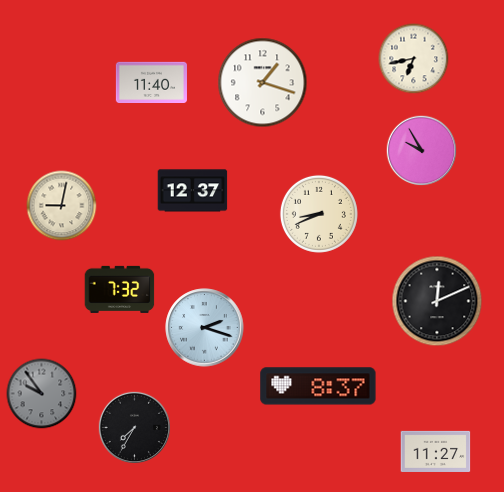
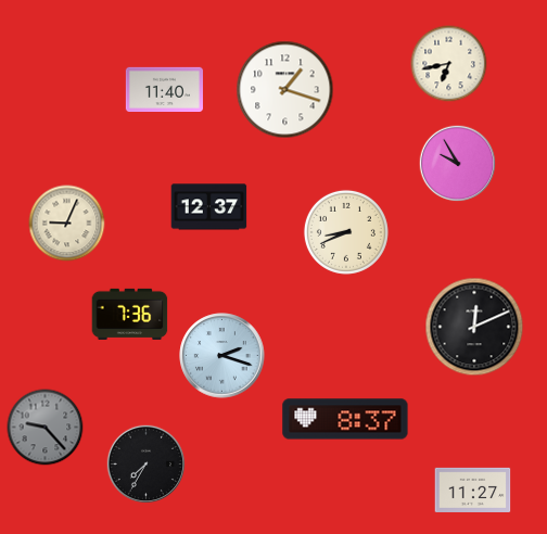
clock at (62, 206): 9:02 -> 9:04
clock at (120, 289): 7:32 -> 7:36
clock at (42, 394): 9:54 -> 9:23
